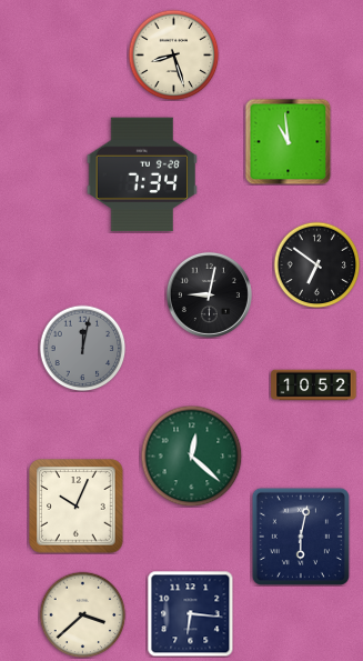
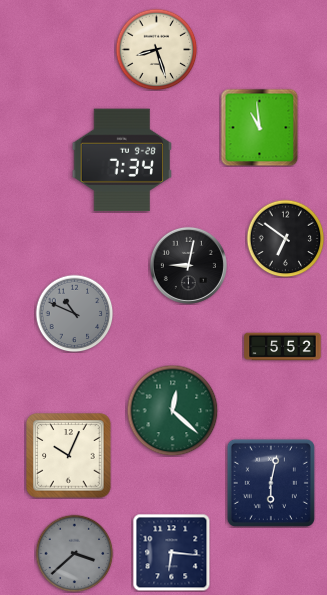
clock at (141, 174) position: (141, 174) -> (121, 160)
clock at (82, 348): 12:02 -> 10:49
clock at (314, 385): 10:52 -> 5:52
clock at (82, 614) dial: cream -> grey
